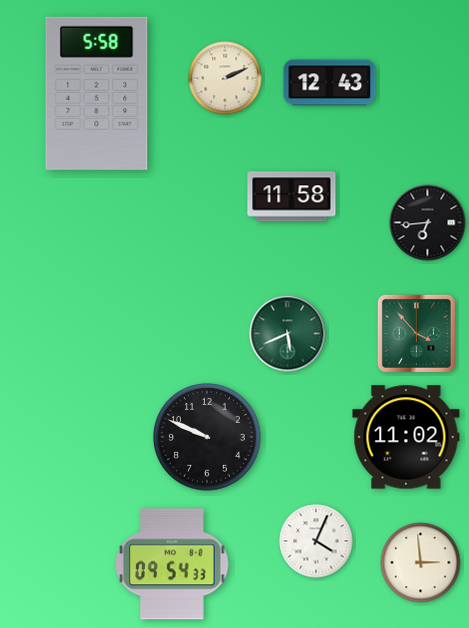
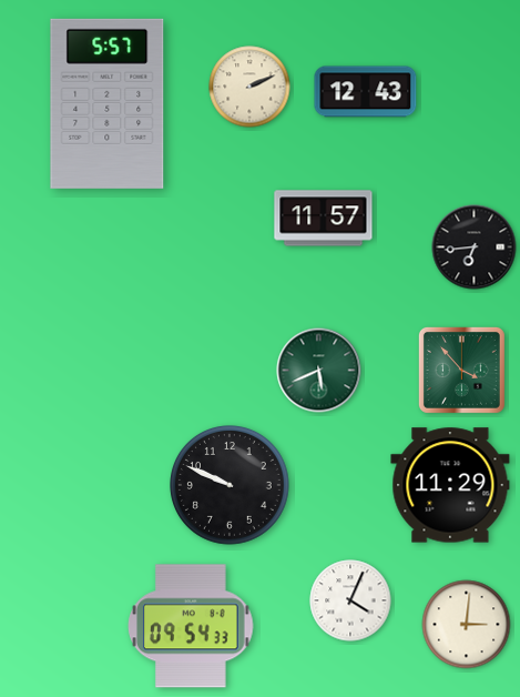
clock at (97, 93): 5:58 -> 5:57
clock at (292, 197): 11:58 -> 11:57
clock at (406, 437): 11:02 -> 11:29
clock at (421, 563): 2:59 -> 3:01
